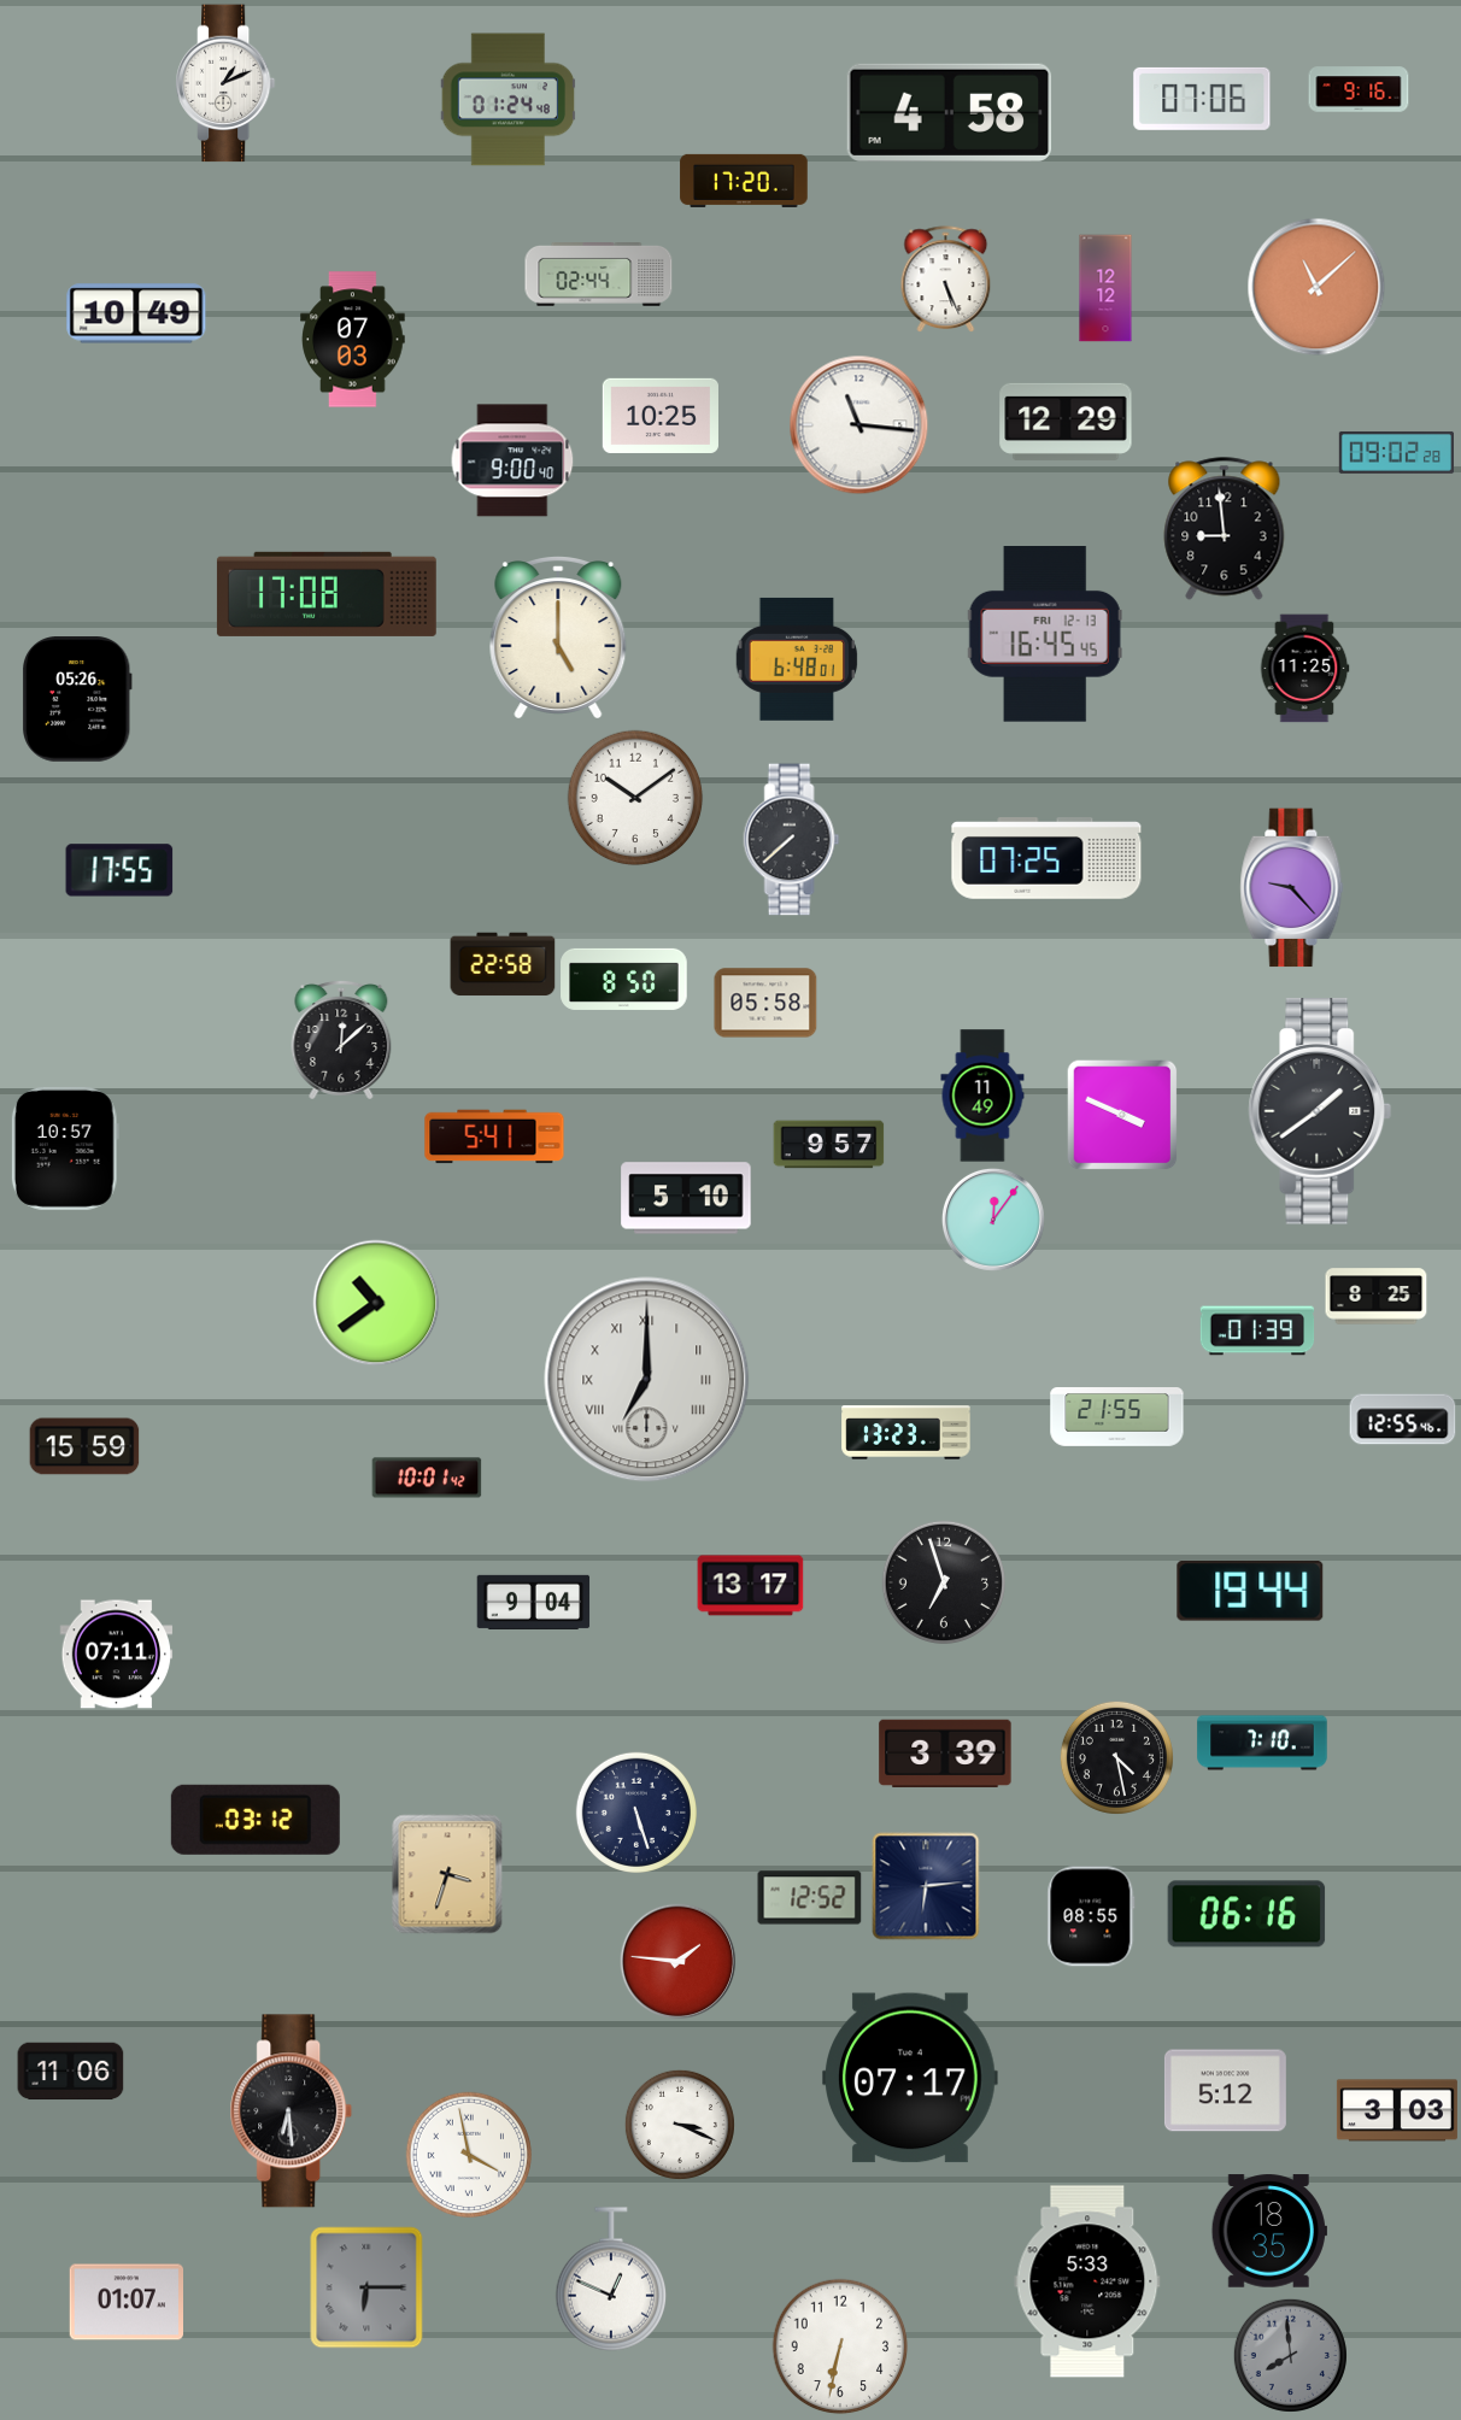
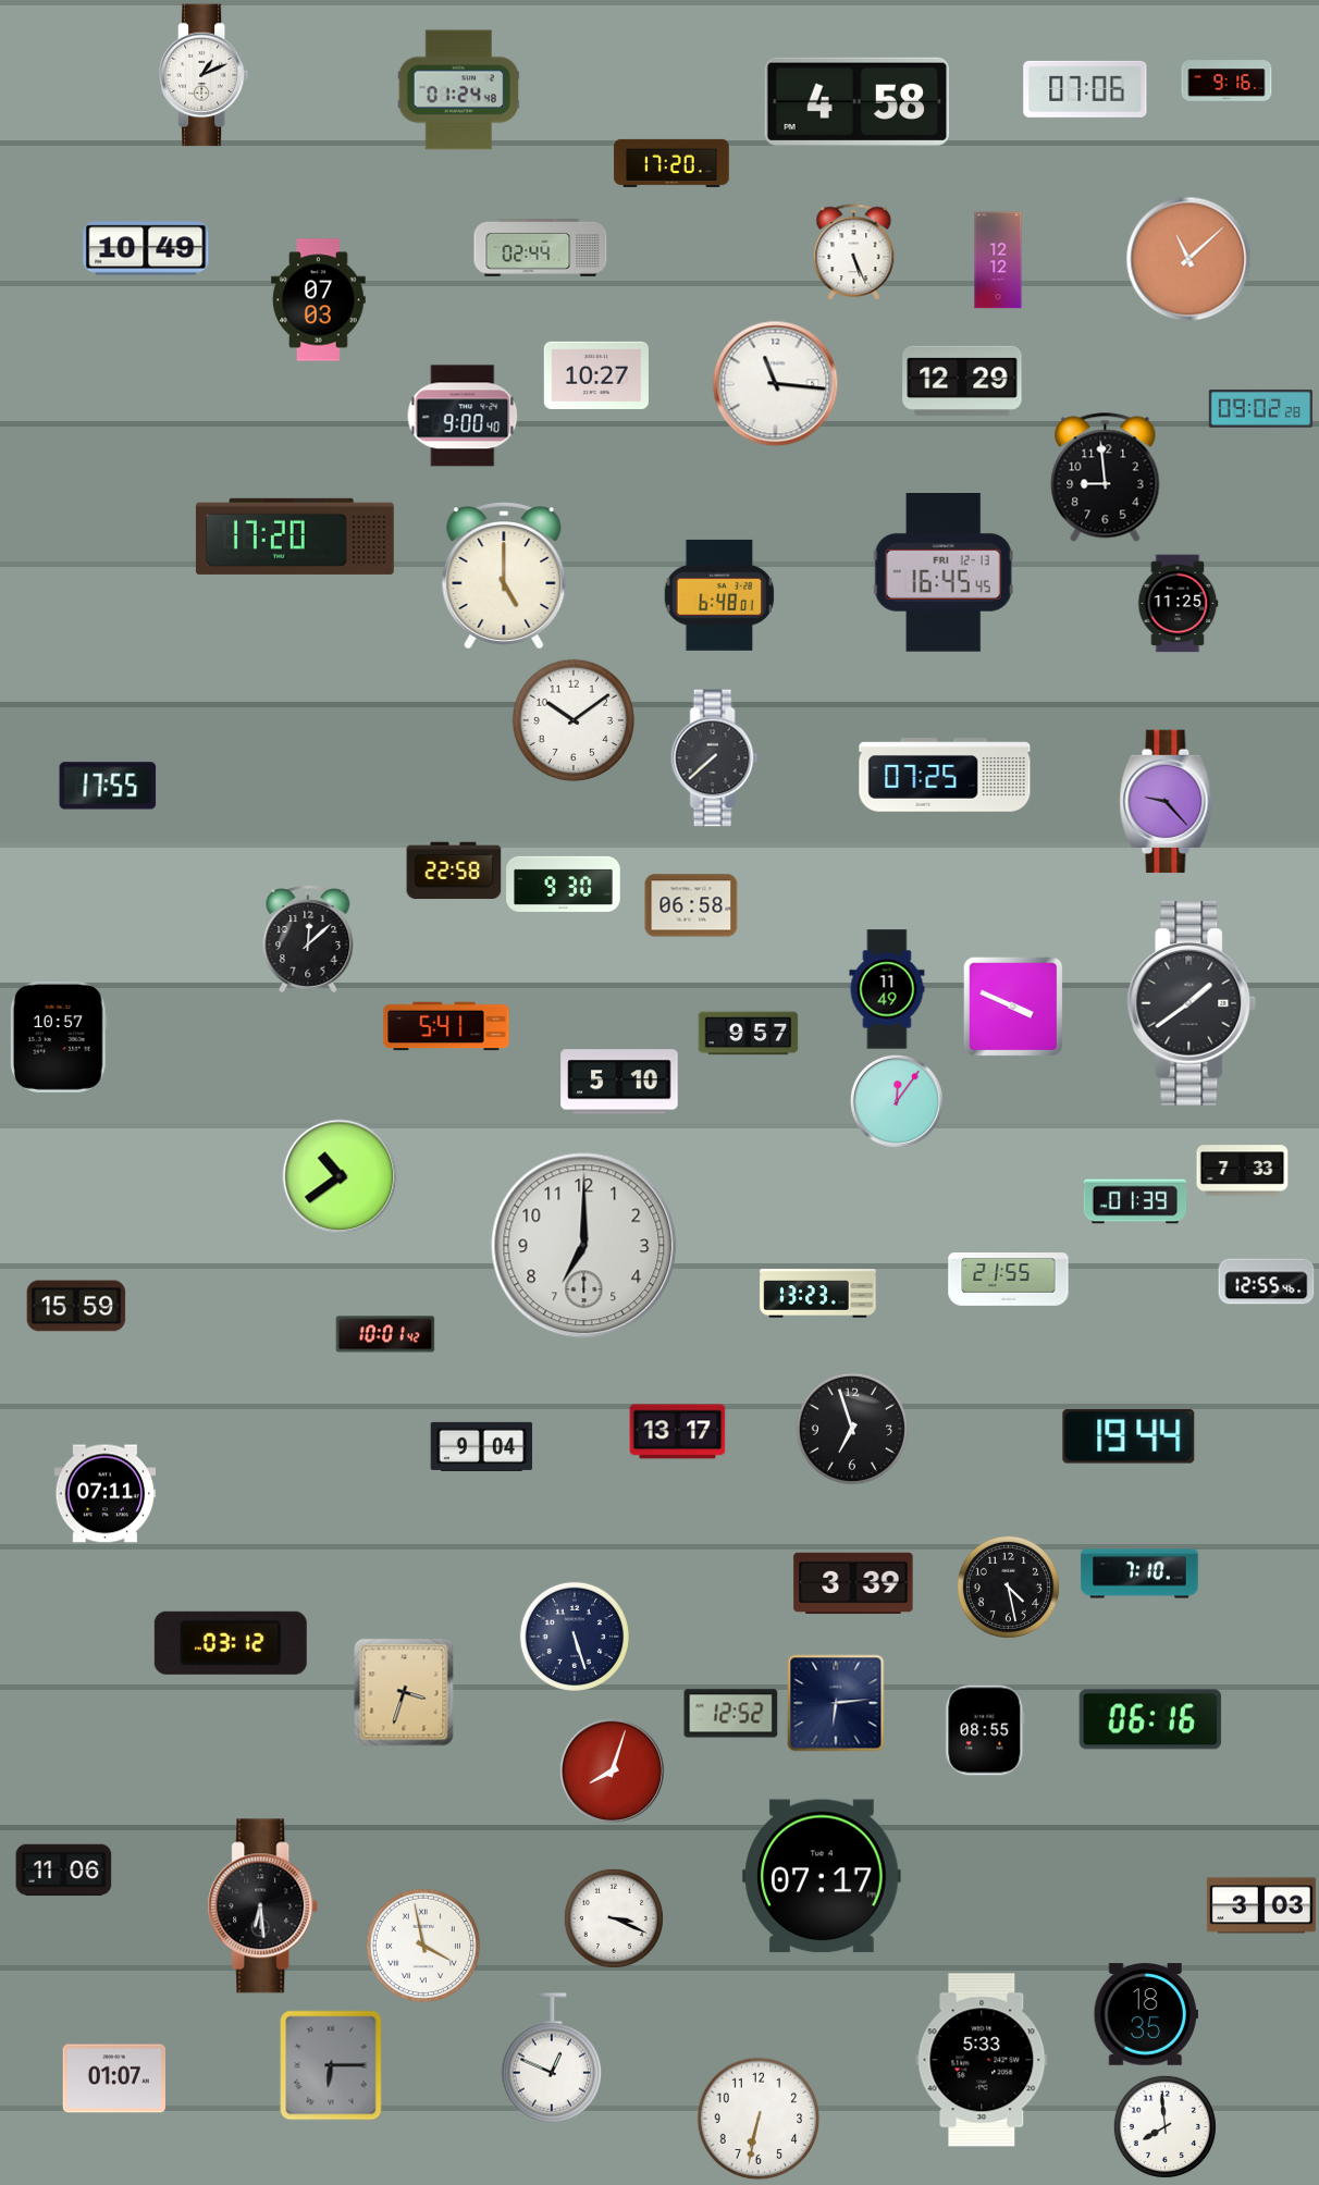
clock at (136, 313) position: (136, 313) -> (146, 248)
clock at (353, 340) position: (353, 340) -> (319, 300)
clock at (661, 416): 10:25 -> 10:27
clock at (327, 594): 17:08 -> 17:20
clock at (78, 700): 05:26 -> none
clock at (624, 979): 8:50 -> 9:30
clock at (765, 1003): 05:58 -> 06:58
clock at (1377, 1297): 8:25 -> 7:33
clock at (647, 1380) numerals: Roman -> Arabic
clock at (1246, 1914) position: (1246, 1914) -> (1150, 1719)
clock at (679, 1962): 1:46 -> 8:03
clock at (1225, 2091): 5:12 -> none
clock at (1290, 2355) dial: grey -> white
